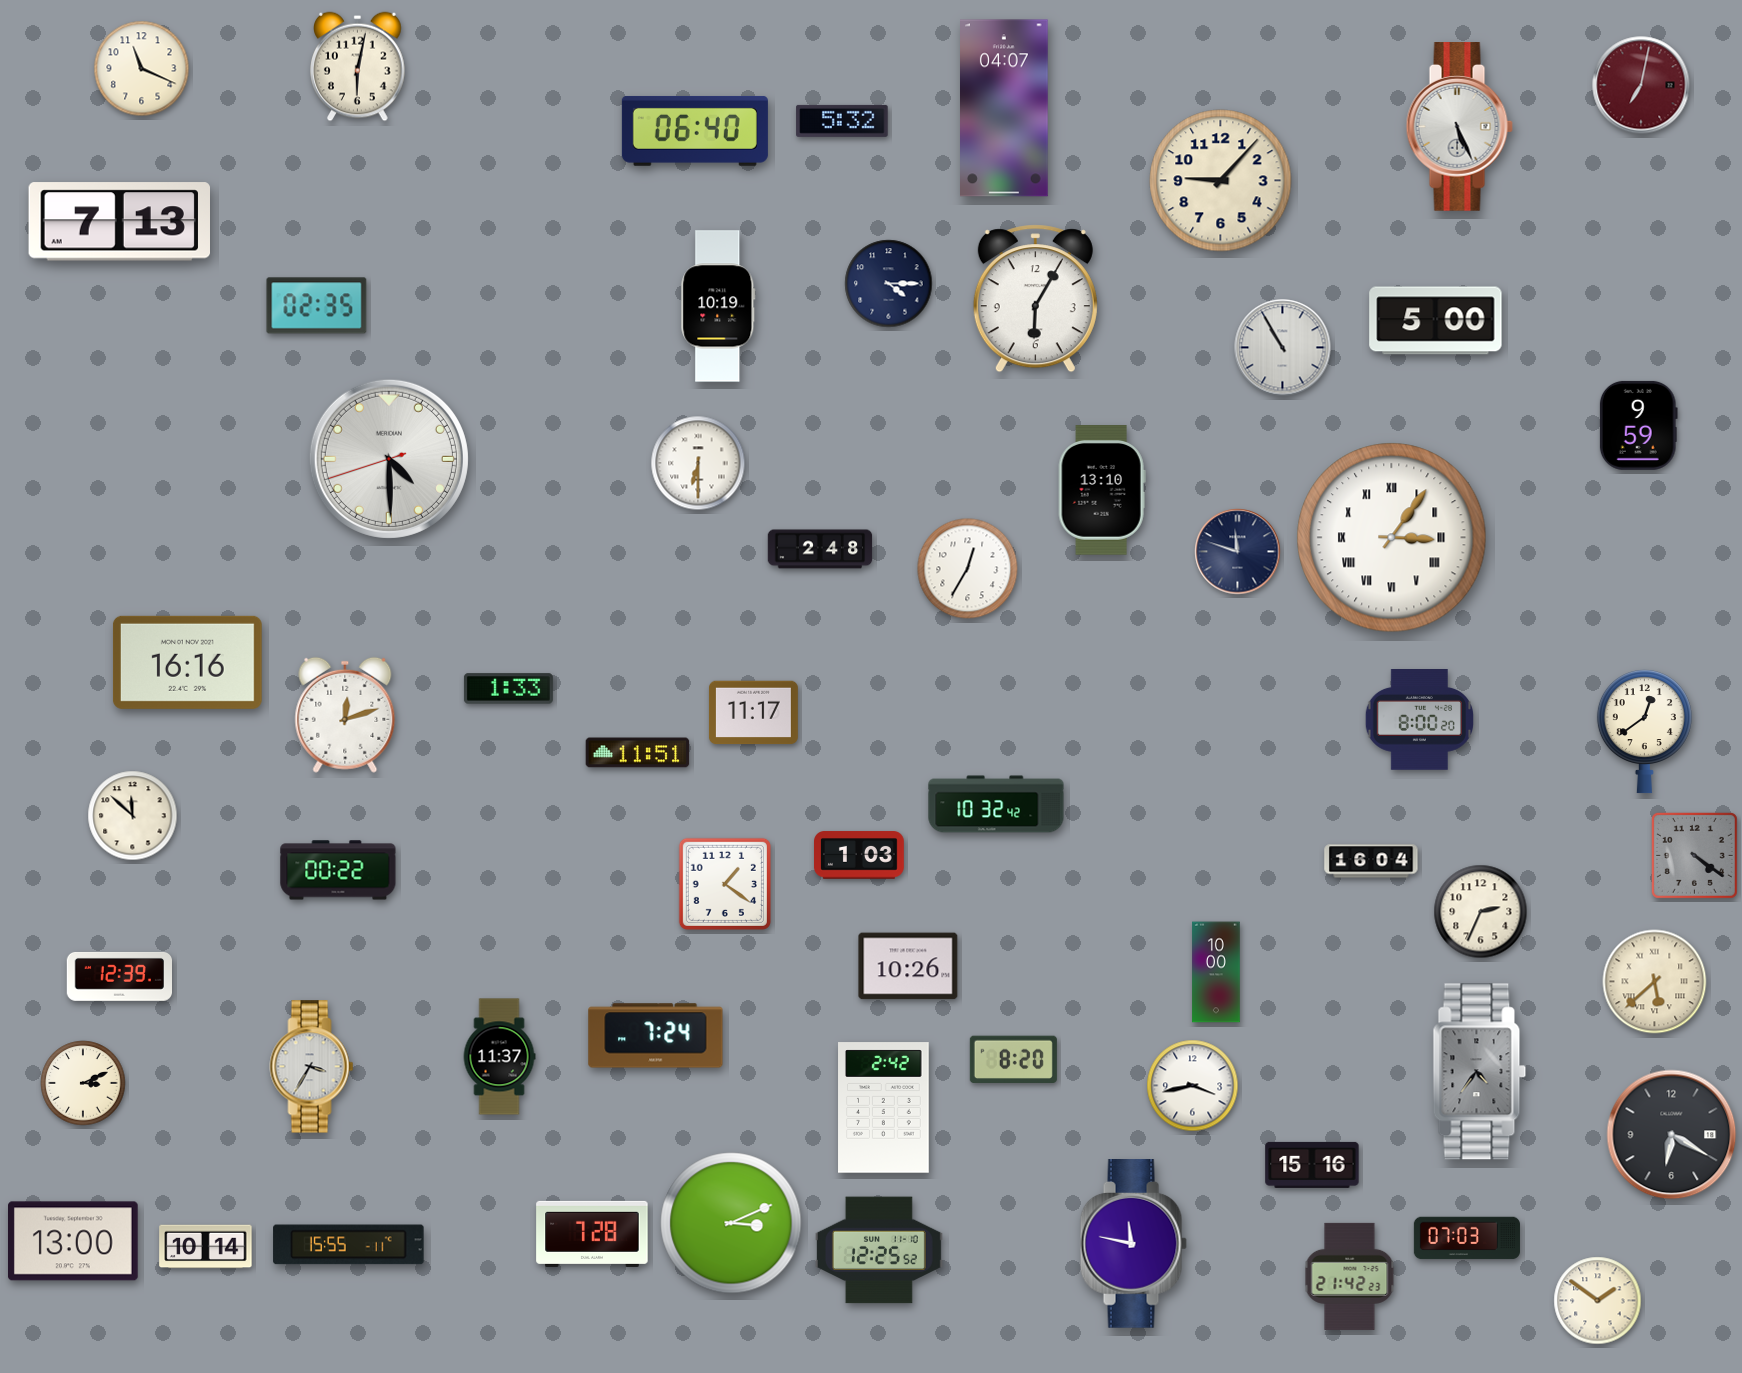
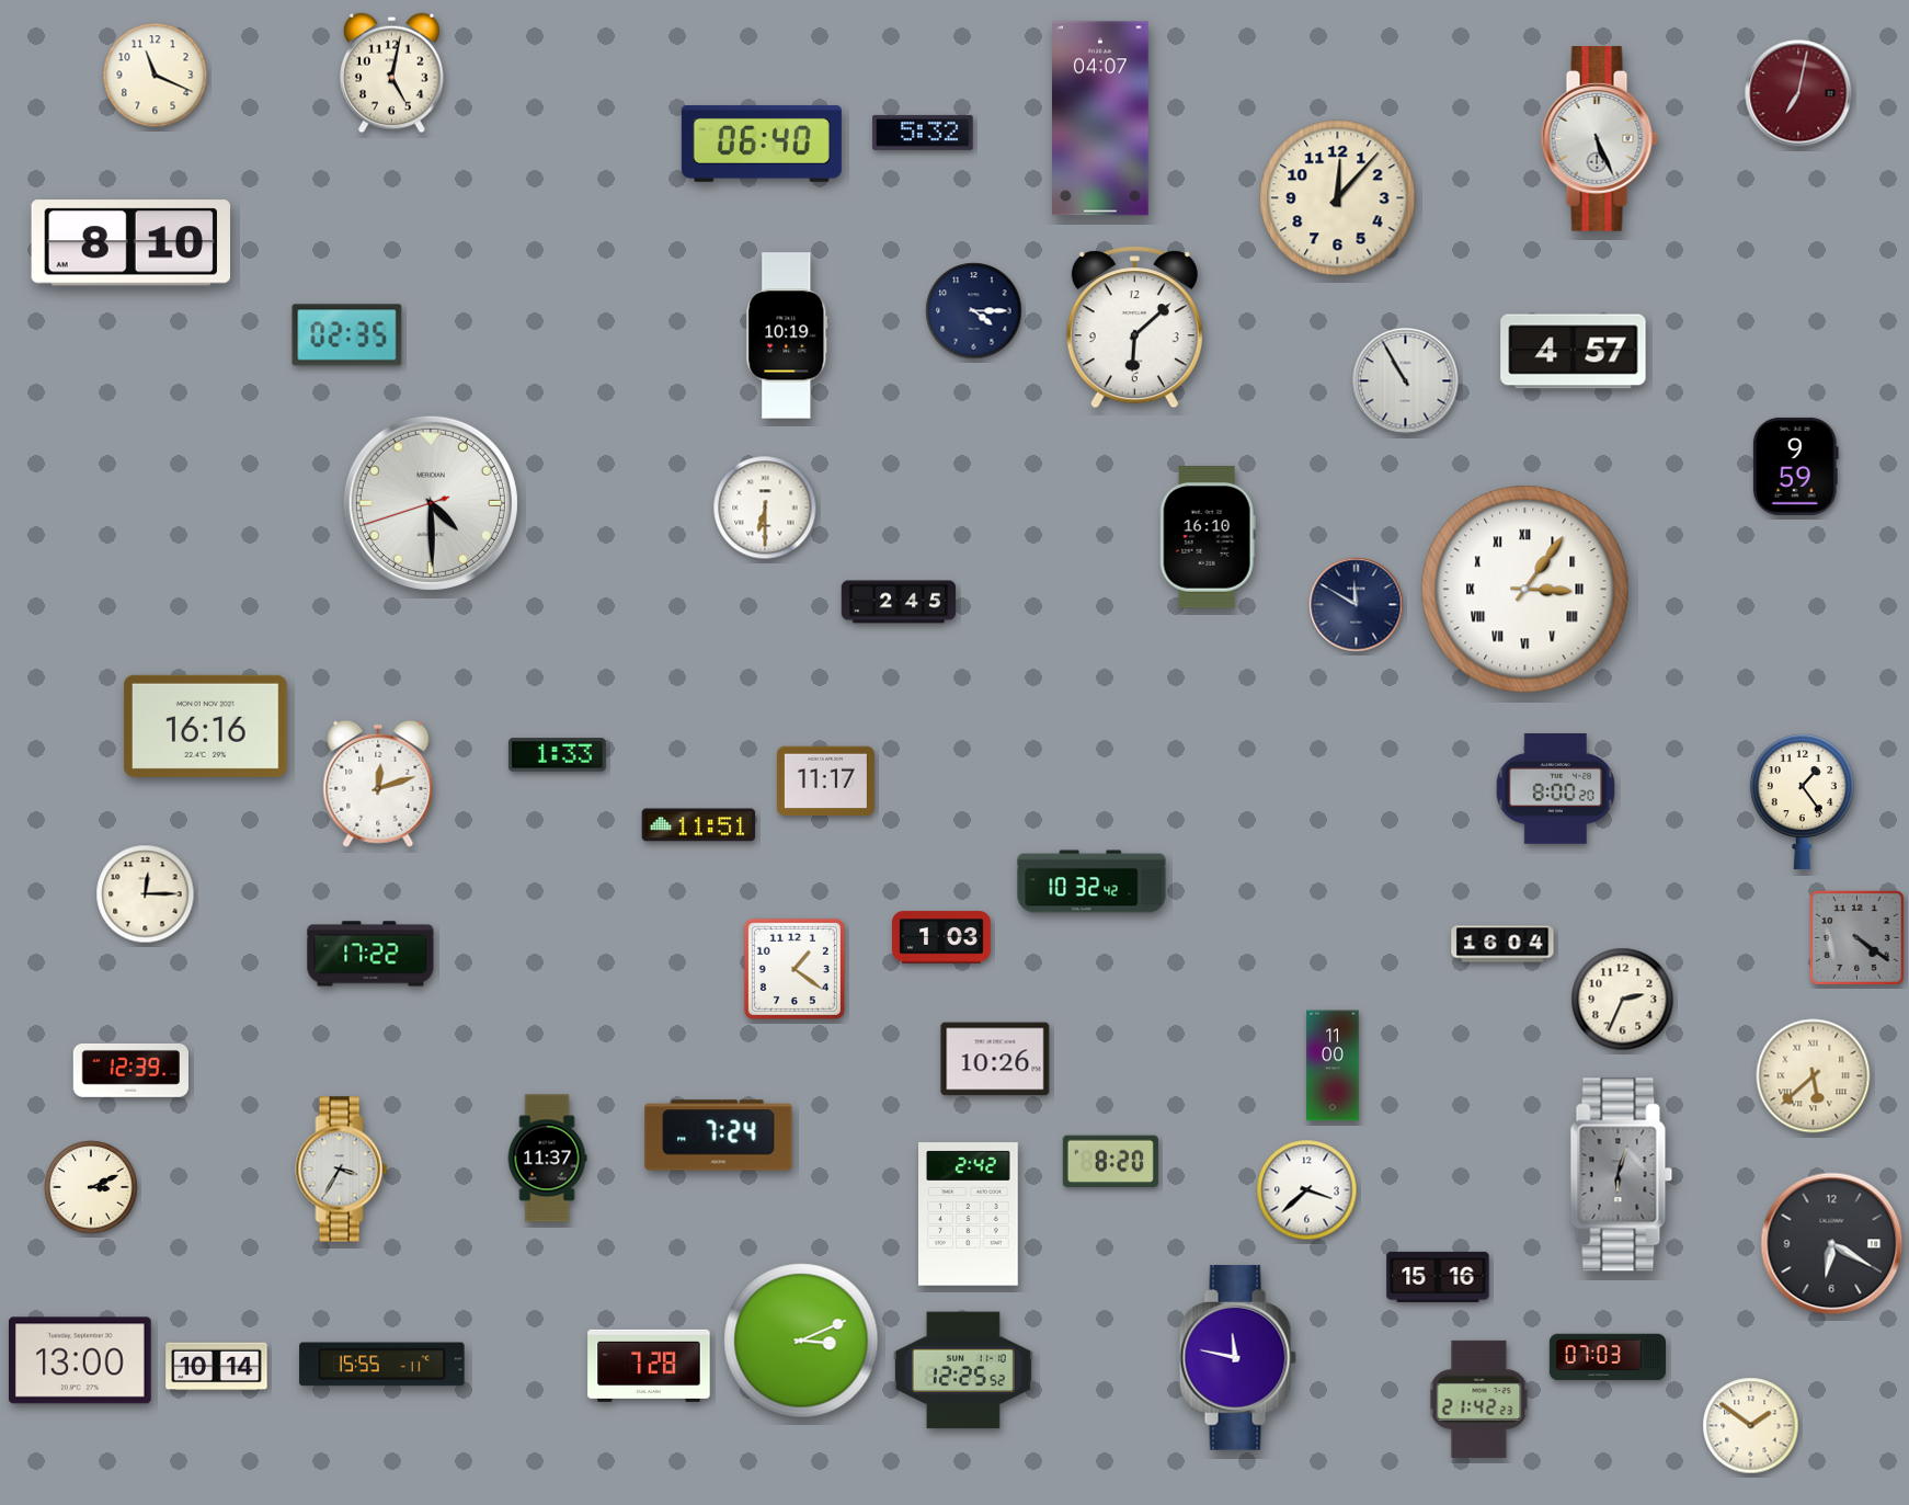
clock at (358, 67): 6:02 -> 5:02
clock at (1221, 181): 9:07 -> 12:07
clock at (119, 222): 7:13 -> 8:10
clock at (1035, 299): 6:05 -> 6:08
clock at (1436, 321): 5:00 -> 4:57
clock at (389, 459) position: (389, 459) -> (431, 503)
clock at (1102, 491): 13:10 -> 16:10
clock at (820, 549): 2:48 -> 2:45
clock at (1238, 552): 11:48 -> 11:50
clock at (968, 569): 12:35 -> none
clock at (1644, 732): 12:39 -> 1:24
clock at (133, 816): 11:52 -> 12:15
clock at (338, 870): 00:22 -> 17:22
clock at (1216, 972): 10:00 -> 11:00
clock at (1480, 1072): 4:36 -> 6:03
clock at (1193, 1086): 3:43 -> 3:38
clock at (592, 1234) position: (592, 1234) -> (649, 1366)
clock at (1133, 1244) position: (1133, 1244) -> (1237, 1358)
clock at (206, 1247) position: (206, 1247) -> (217, 1367)
